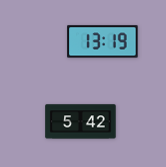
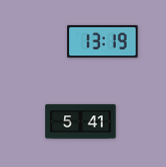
clock at (81, 122): 5:42 -> 5:41
